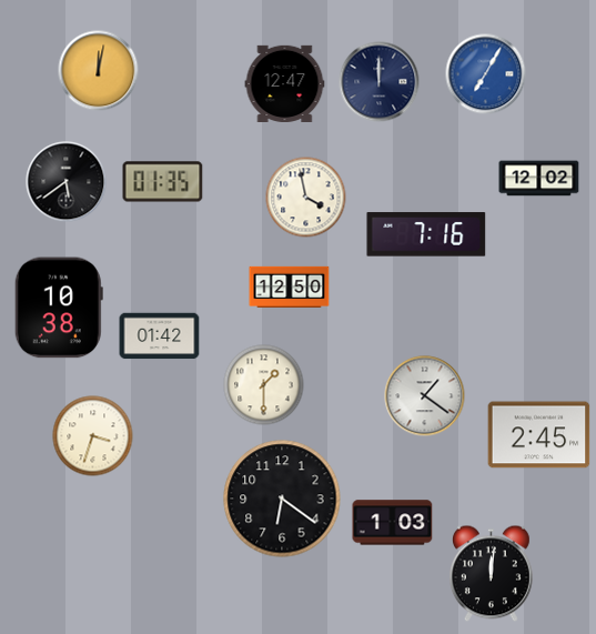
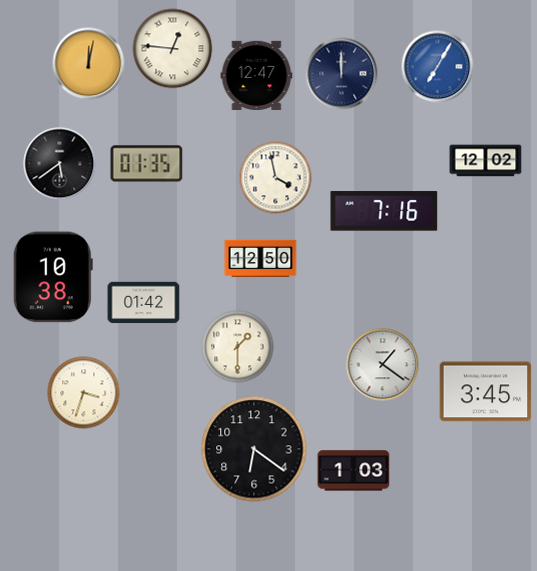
clock at (173, 49): none -> 12:46
clock at (425, 396) position: (425, 396) -> (383, 365)
clock at (539, 435): 2:45 -> 3:45
clock at (492, 574): 12:01 -> none
